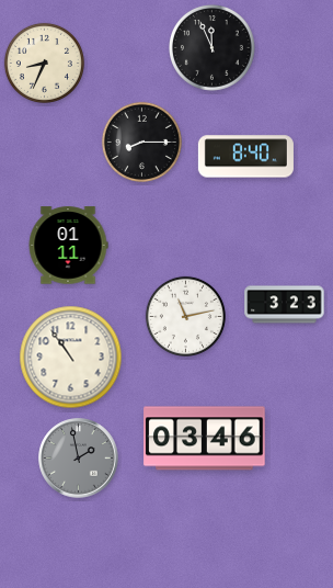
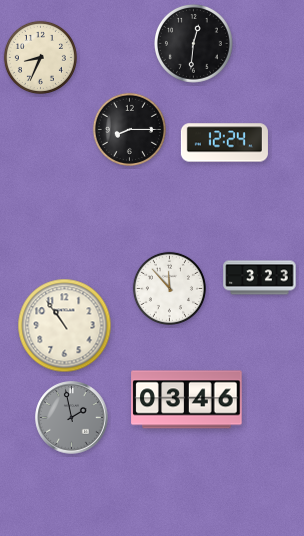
clock at (213, 48): 11:56 -> 12:31
clock at (245, 157): 8:40 -> 12:24
clock at (68, 246): 01:11 -> none
clock at (185, 316): 11:13 -> 11:53
